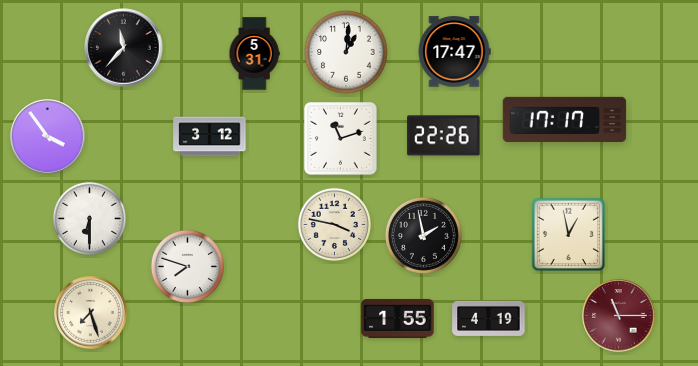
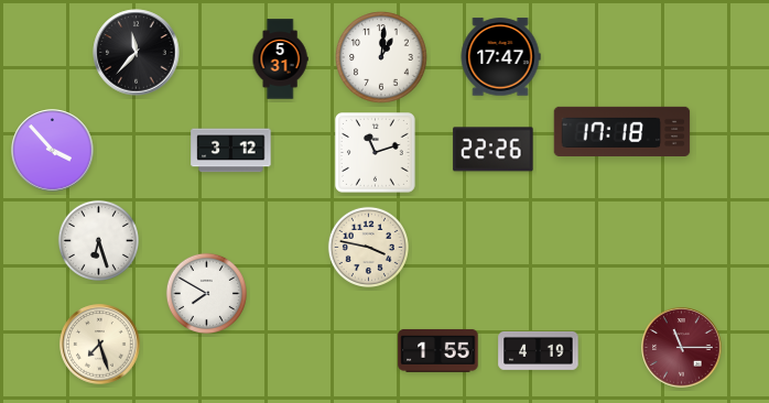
clock at (565, 119): 17:17 -> 17:18
clock at (444, 136) position: (444, 136) -> (494, 150)
clock at (48, 137): 3:54 -> 3:53
clock at (89, 218): 6:30 -> 6:27
clock at (568, 234): 12:58 -> none
clock at (423, 235): 1:58 -> none
clock at (187, 266): 7:48 -> 7:50
